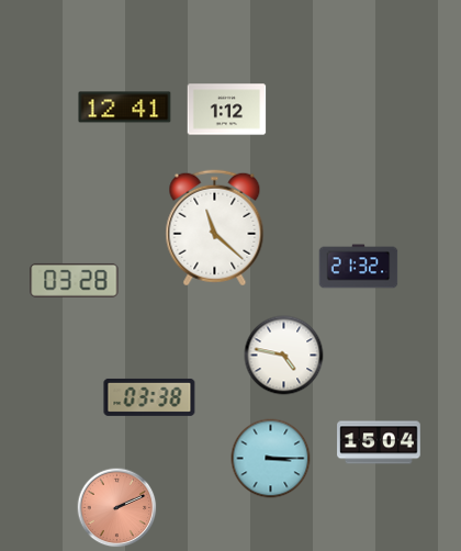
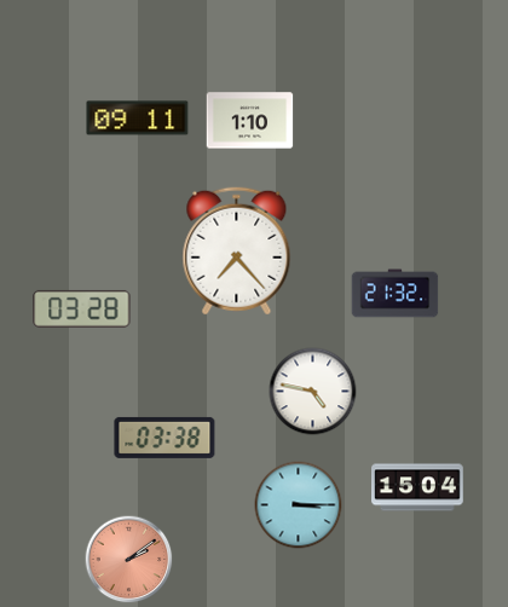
clock at (125, 108): 12:41 -> 09:11
clock at (227, 110): 1:12 -> 1:10
clock at (215, 228): 11:22 -> 7:23
clock at (117, 508): 2:11 -> 2:09
